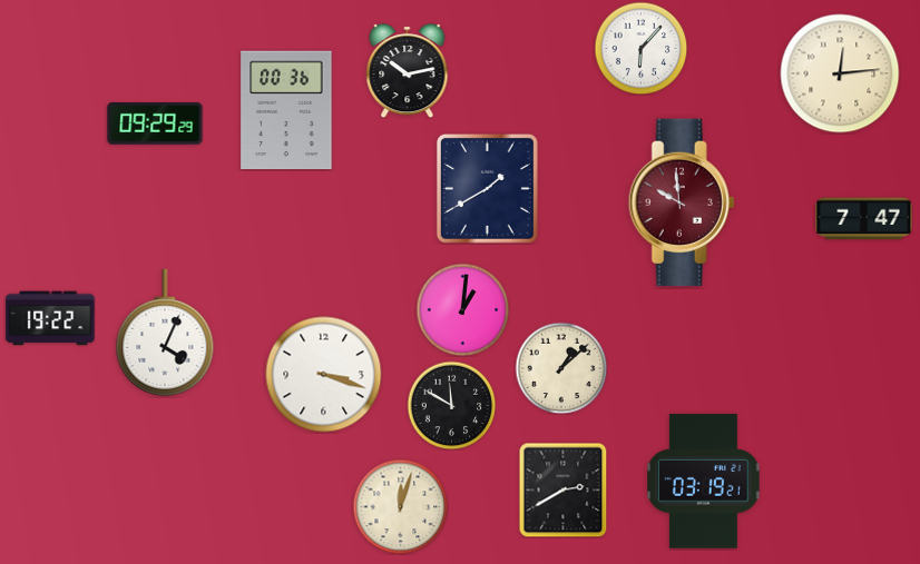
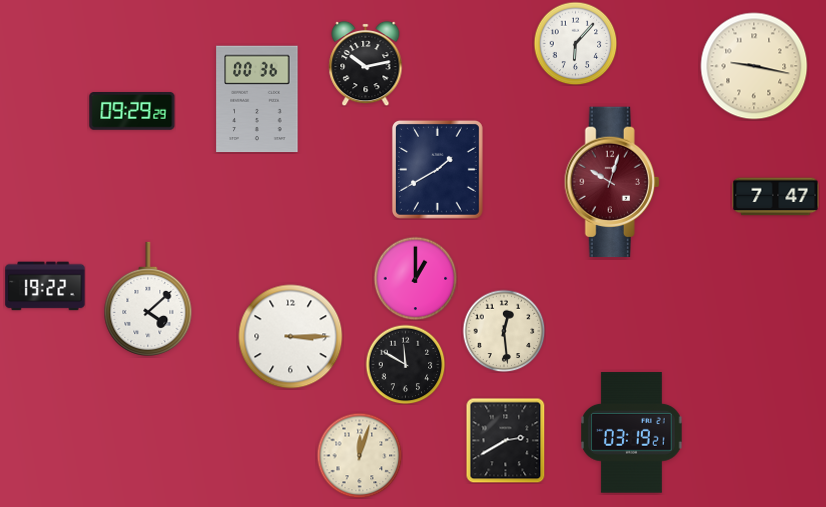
clock at (840, 73): 12:14 -> 9:17
clock at (155, 125) position: (155, 125) -> (132, 112)
clock at (682, 202): 9:59 -> 10:03
clock at (462, 309): 1:01 -> 1:00
clock at (165, 333): 4:04 -> 4:08
clock at (561, 368): 1:08 -> 12:29
clock at (324, 375): 3:18 -> 3:15
